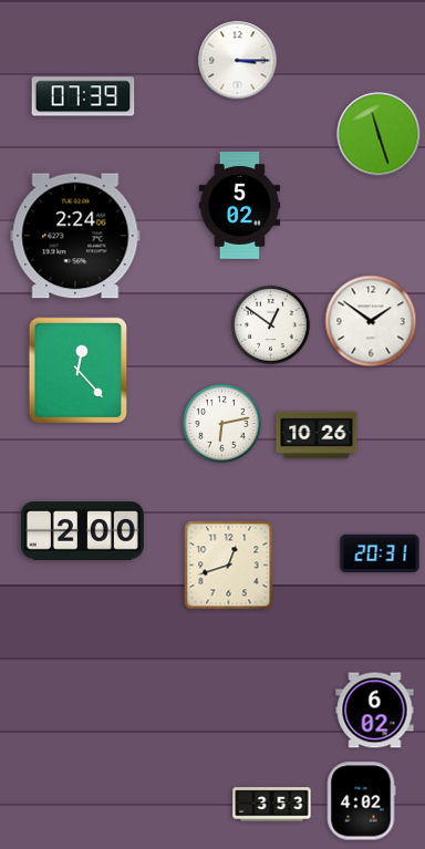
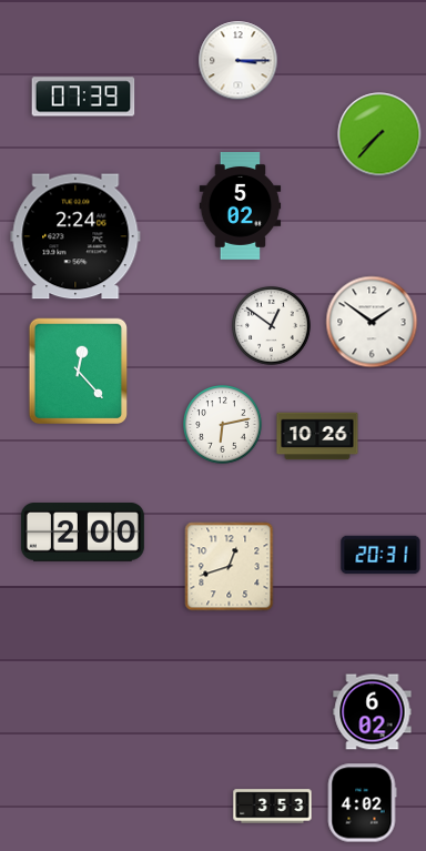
clock at (379, 134): 11:27 -> 7:37
clock at (375, 711) position: (375, 711) -> (373, 712)
